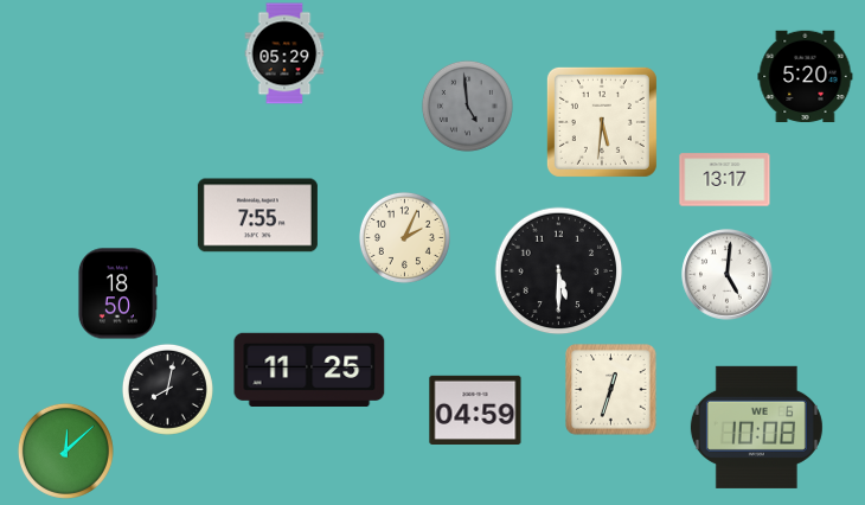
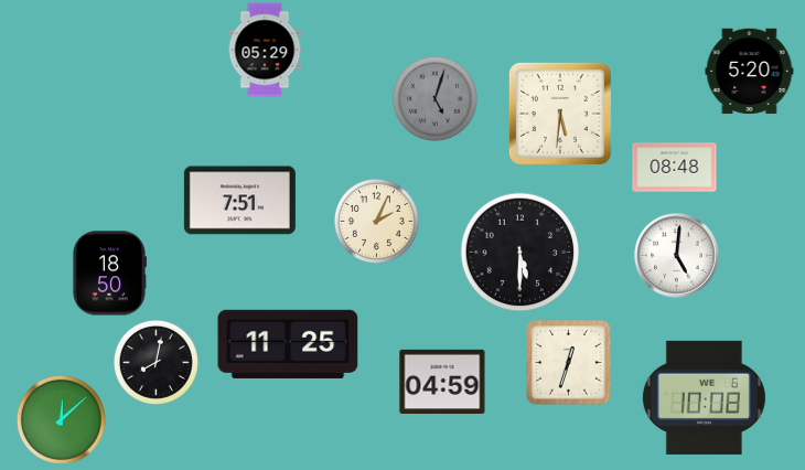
clock at (467, 106): 4:59 -> 5:03
clock at (725, 180): 13:17 -> 08:48
clock at (257, 216): 7:55 -> 7:51
